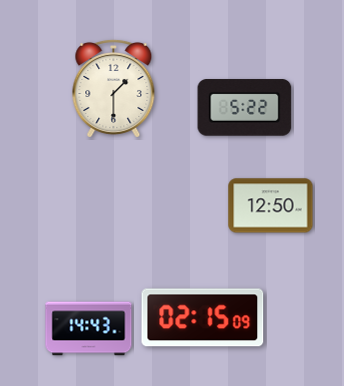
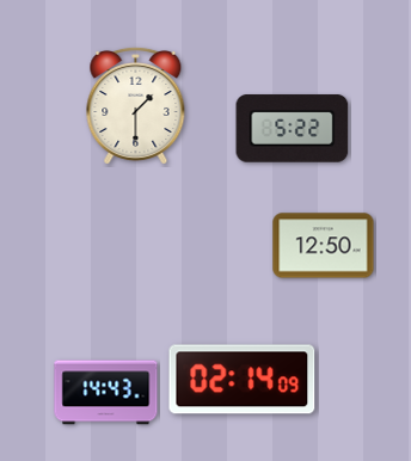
clock at (203, 318): 02:15 -> 02:14
